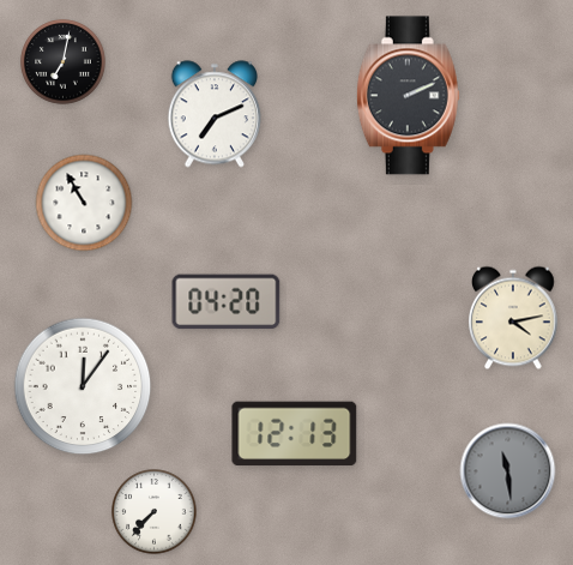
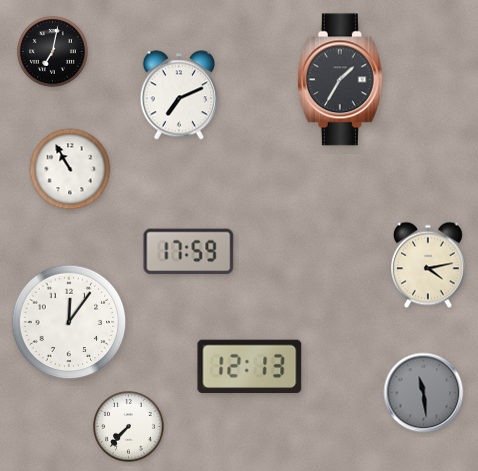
clock at (408, 96): 2:11 -> 1:35
clock at (227, 302): 04:20 -> 17:59
clock at (295, 434) position: (295, 434) -> (250, 367)
